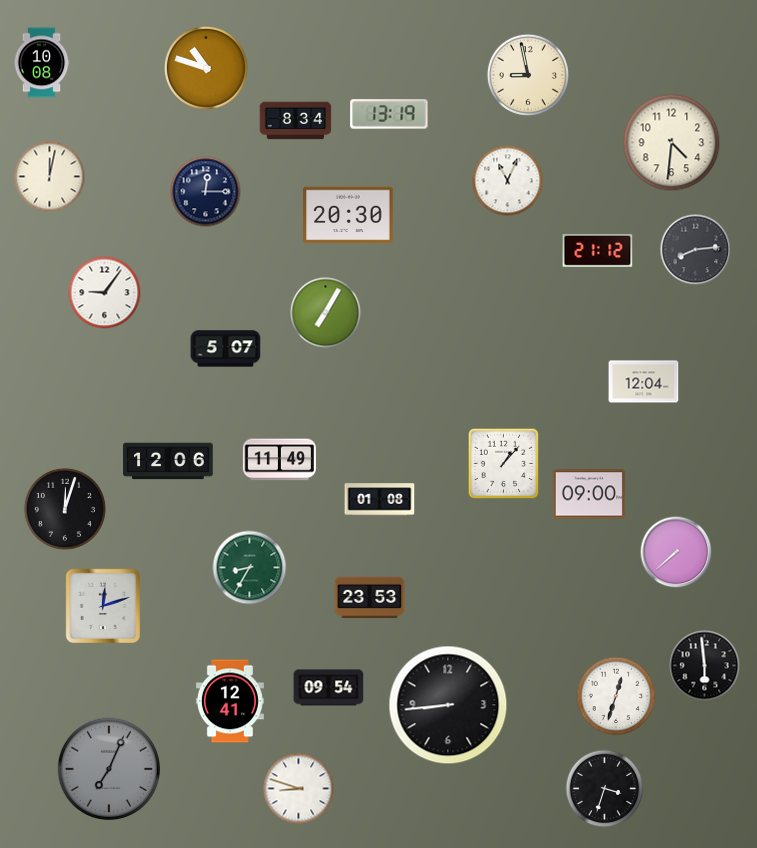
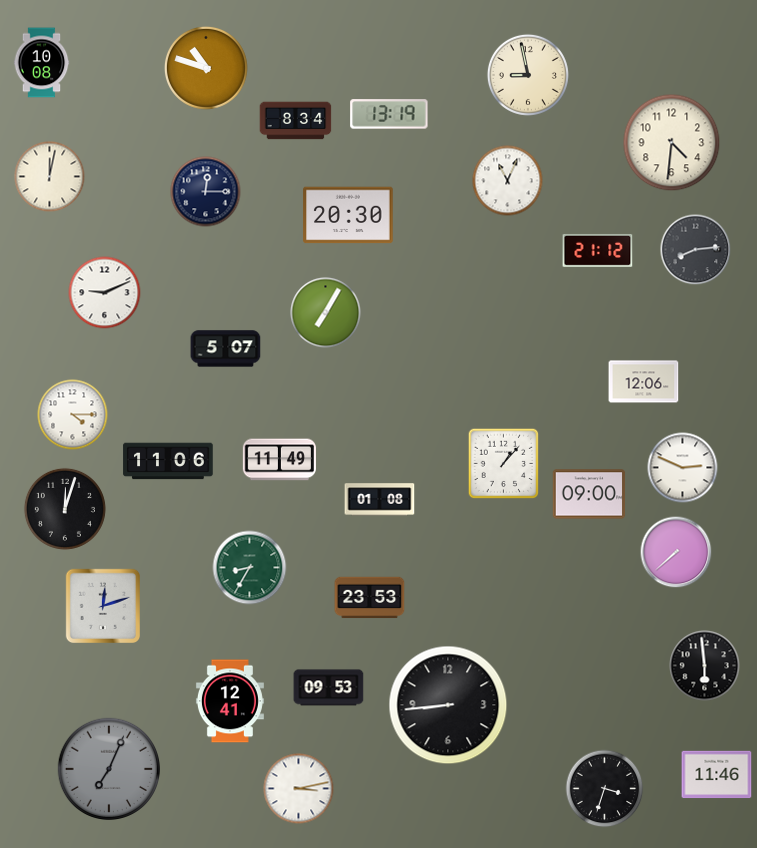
clock at (105, 293): 9:06 -> 9:11
clock at (644, 382): 12:04 -> 12:06
clock at (73, 415): none -> 4:15
clock at (168, 461): 12:06 -> 11:06
clock at (683, 468): none -> 2:49
clock at (329, 688): 09:54 -> 09:53
clock at (616, 696): 12:33 -> none
clock at (717, 775): none -> 11:46
clock at (299, 789): 8:48 -> 3:13
